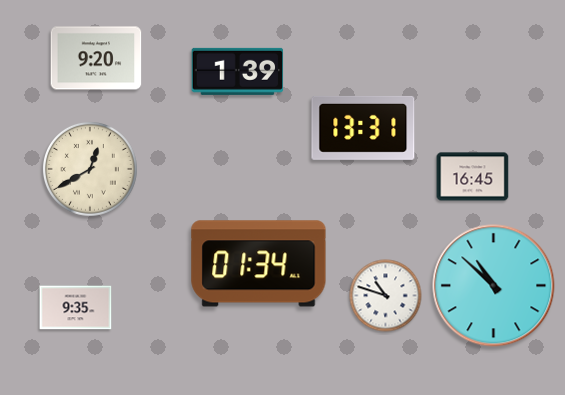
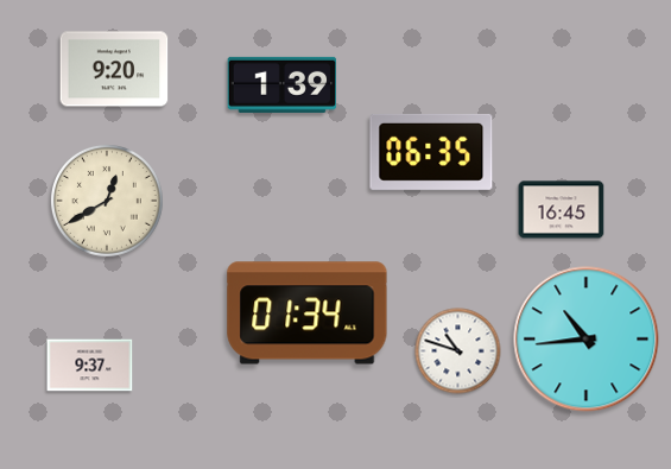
clock at (363, 128): 13:31 -> 06:35
clock at (494, 286): 10:52 -> 10:44
clock at (76, 308): 9:35 -> 9:37
